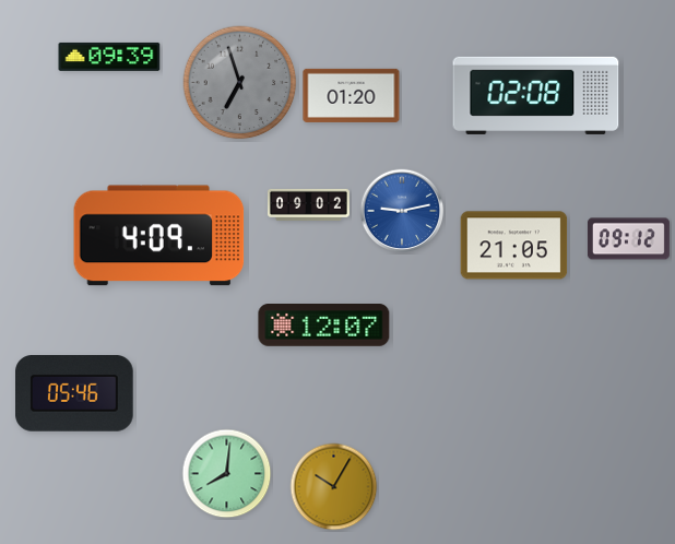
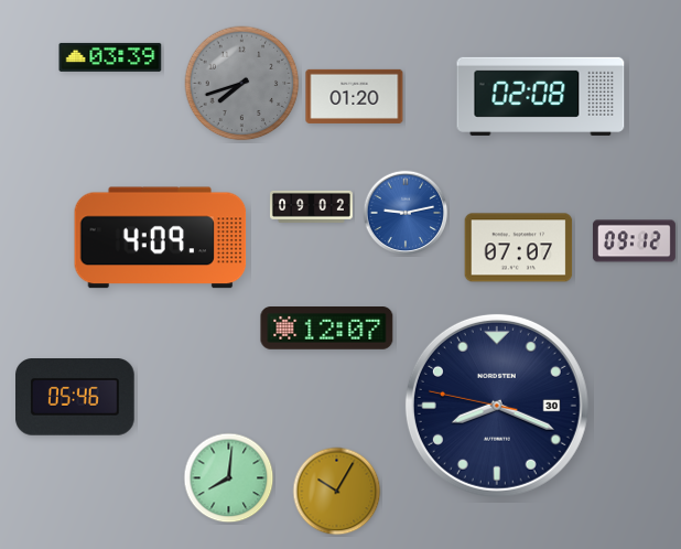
clock at (109, 57): 09:39 -> 03:39
clock at (240, 83): 6:57 -> 7:42
clock at (514, 246): 21:05 -> 07:07
clock at (497, 406): none -> 8:18
